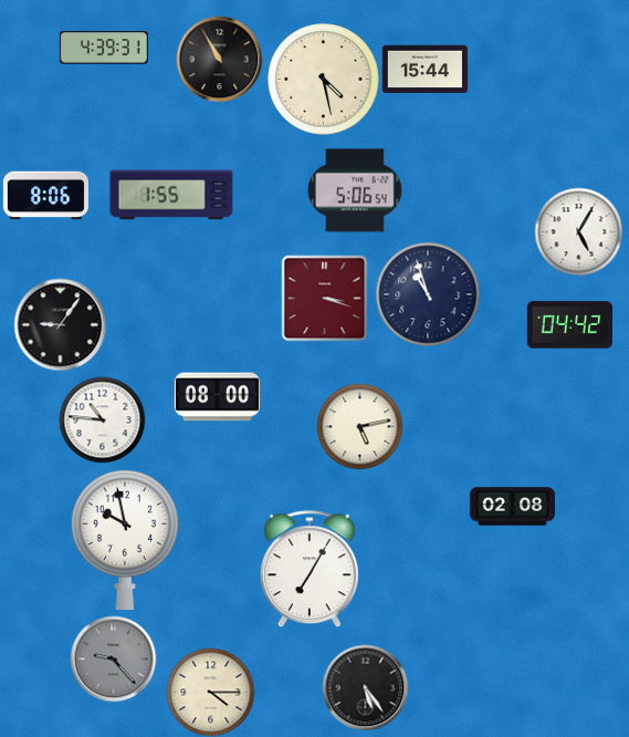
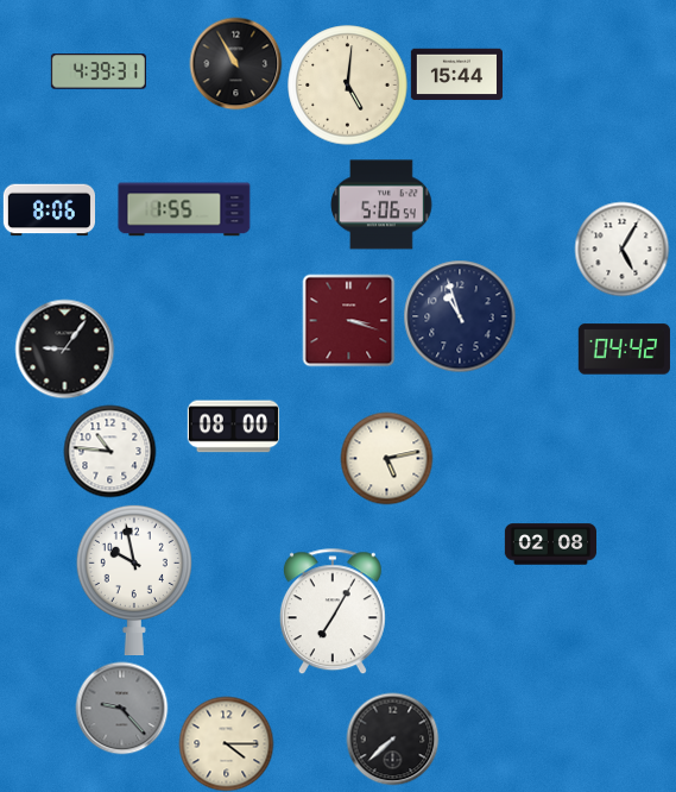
clock at (104, 48) position: (104, 48) -> (99, 71)
clock at (324, 80): 4:28 -> 5:01
clock at (569, 325) position: (569, 325) -> (624, 350)
clock at (365, 687): 5:24 -> 7:38
